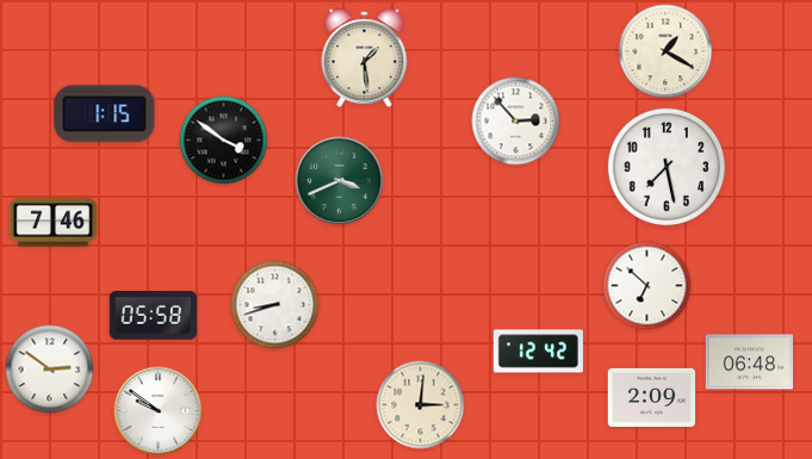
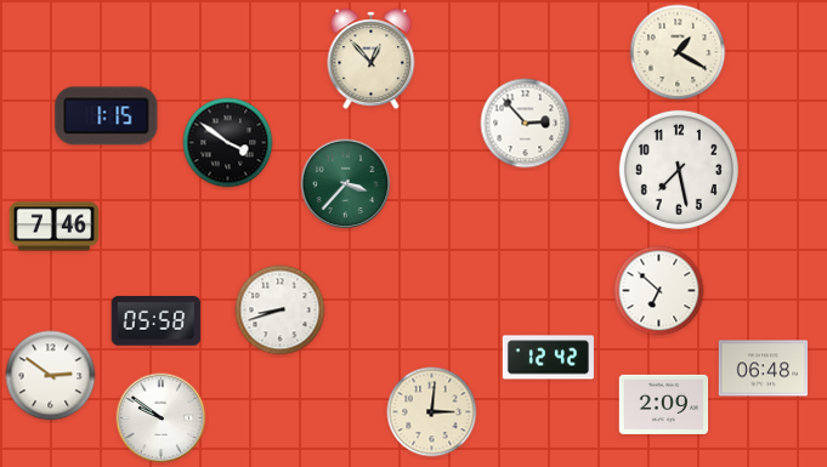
clock at (365, 58): 1:29 -> 12:53
clock at (340, 181): 3:41 -> 3:37
clock at (421, 405) position: (421, 405) -> (432, 412)
